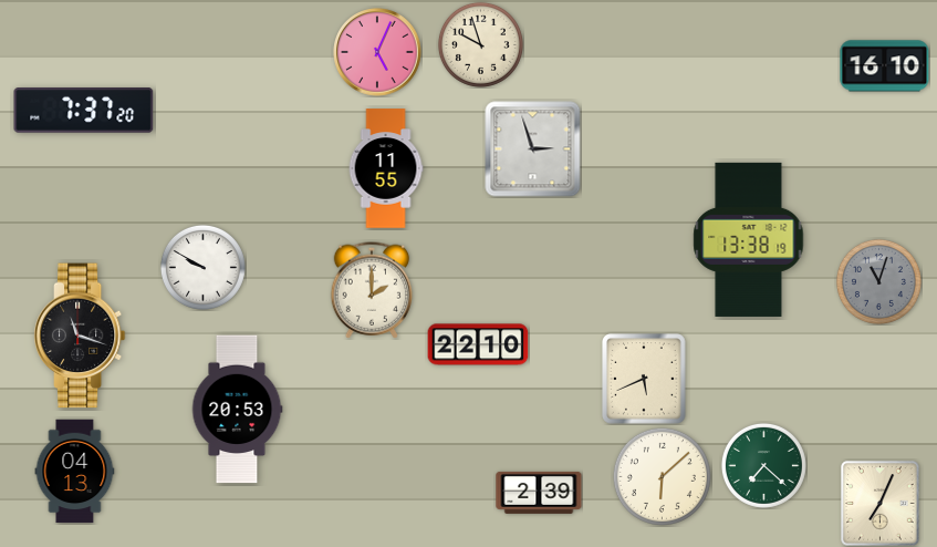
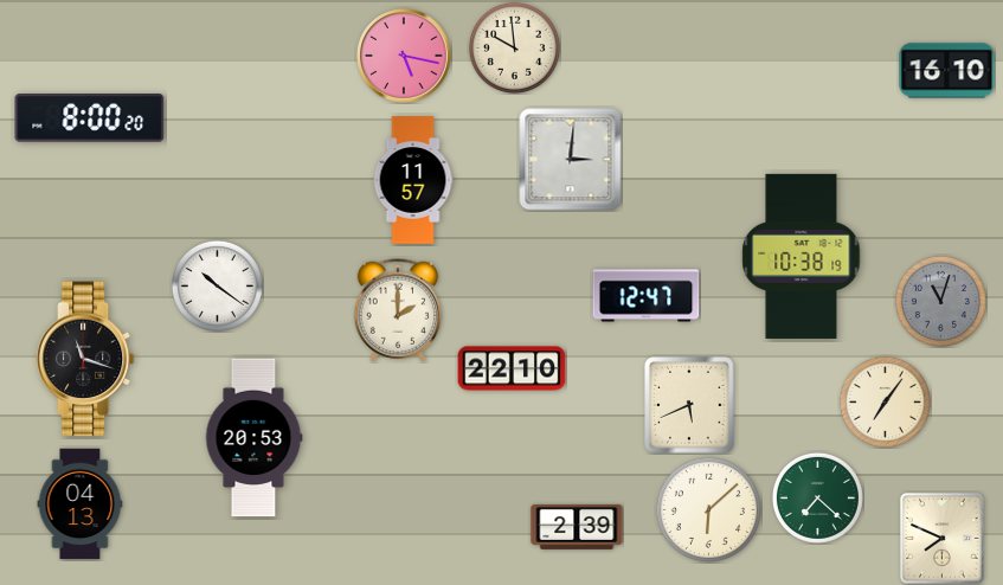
clock at (480, 44): 9:57 -> 9:59
clock at (377, 52): 5:04 -> 5:17
clock at (84, 111): 7:37 -> 8:00
clock at (533, 149): 2:57 -> 3:01
clock at (386, 168): 11:55 -> 11:57
clock at (749, 239): 13:38 -> 10:38
clock at (202, 267): 9:50 -> 10:21
clock at (647, 296): none -> 12:47
clock at (885, 401): none -> 7:06
clock at (881, 504): 7:04 -> 7:49
